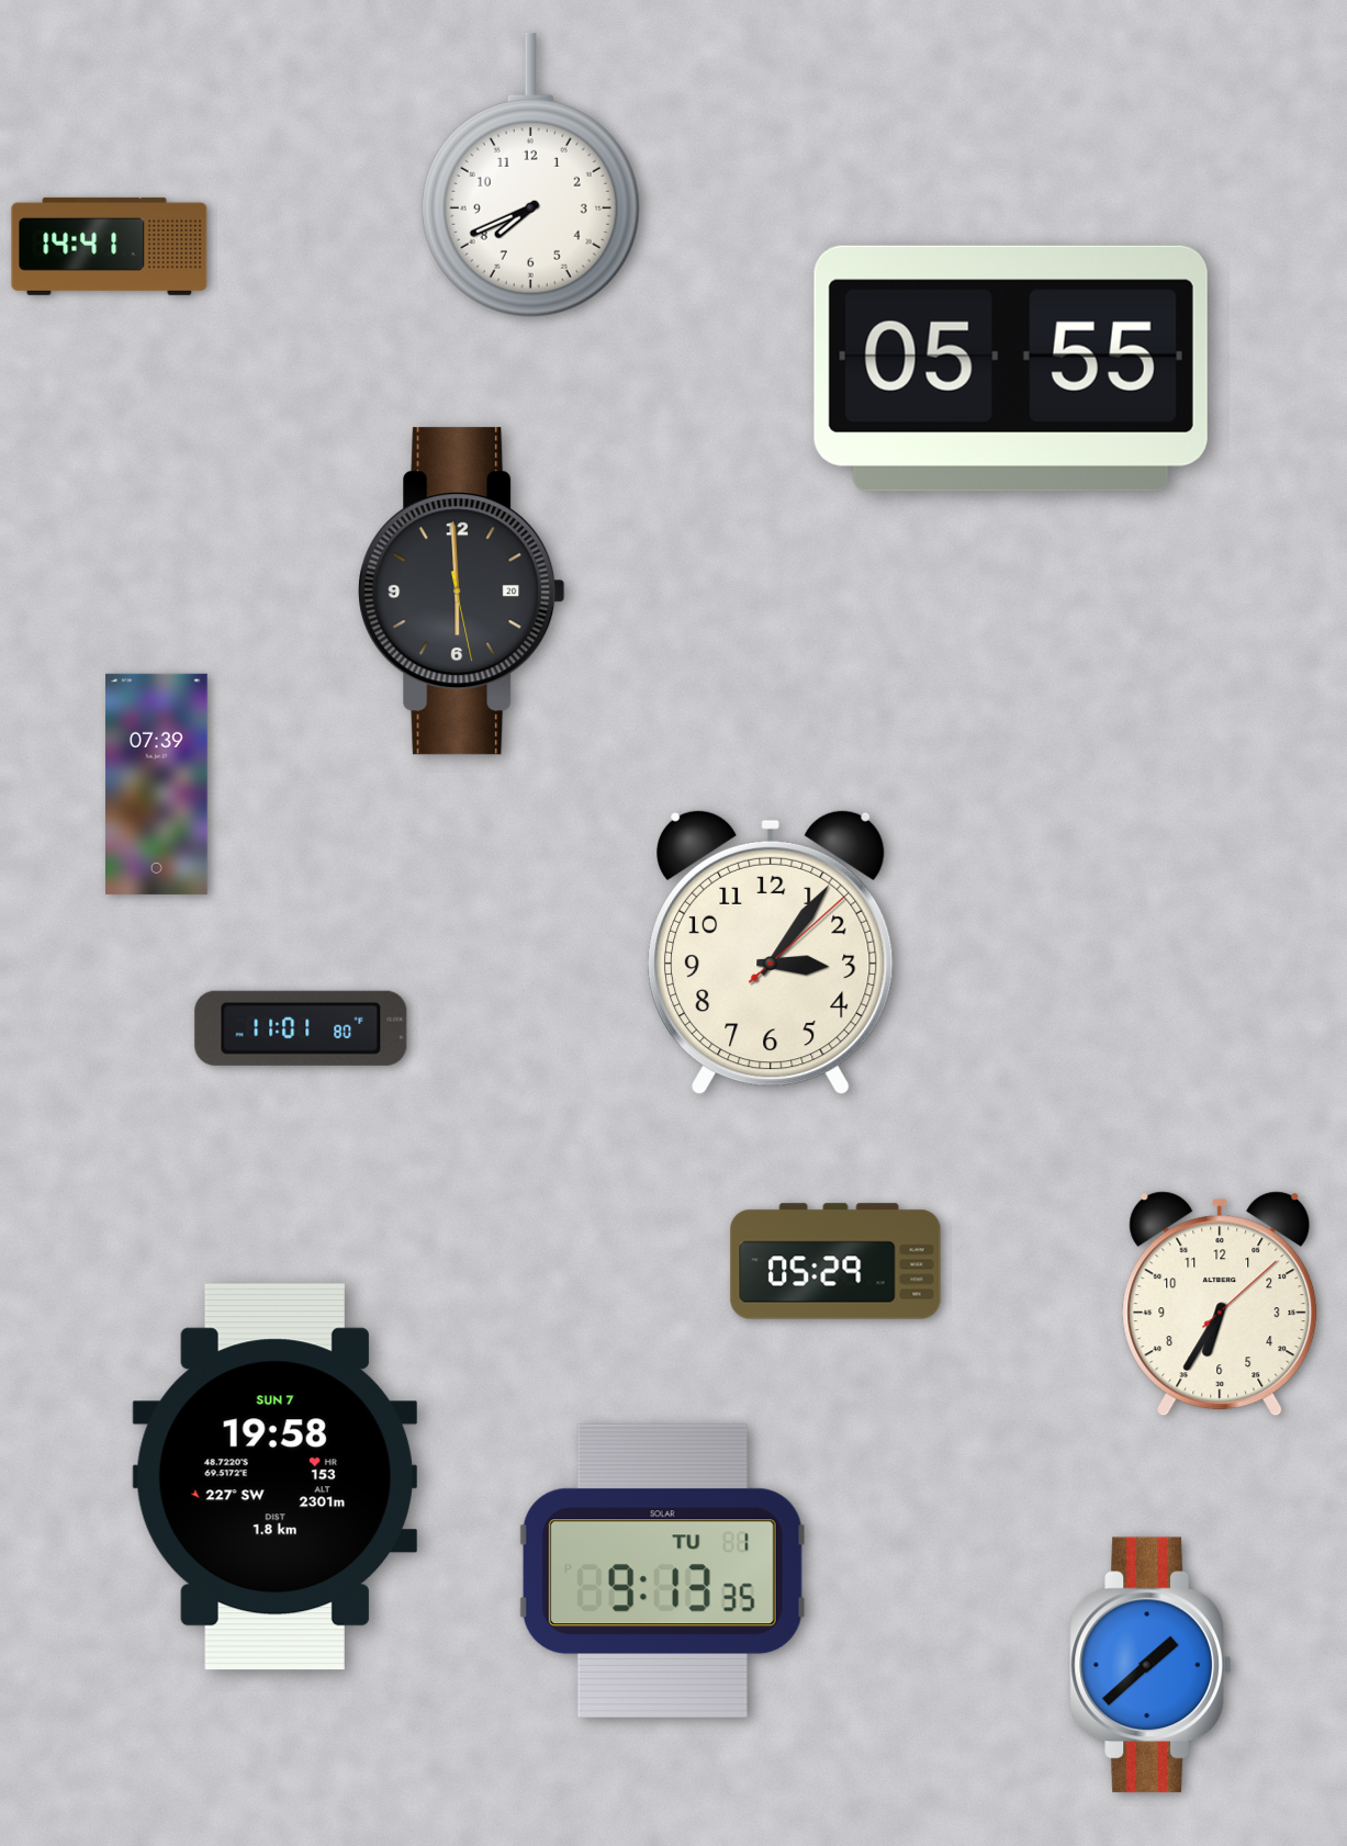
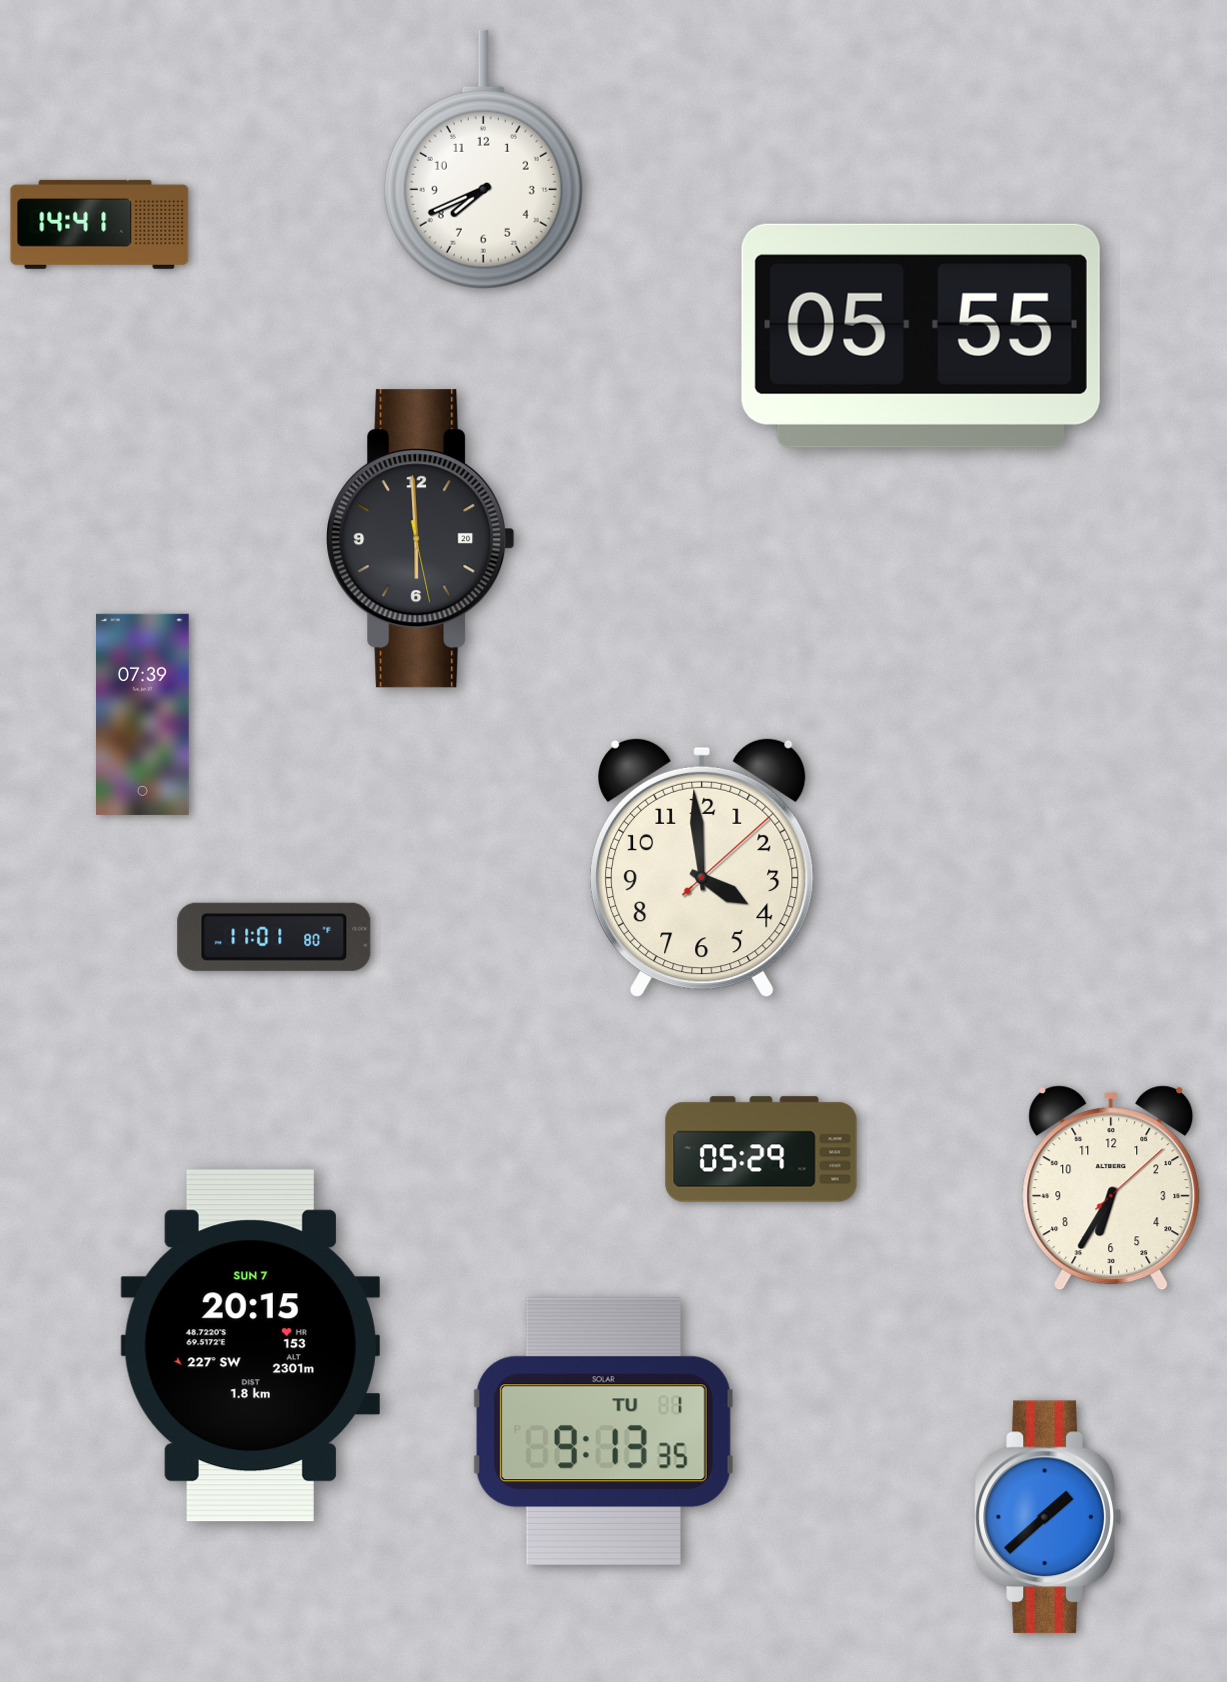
clock at (772, 953): 3:06 -> 3:59
clock at (274, 1477): 19:58 -> 20:15
